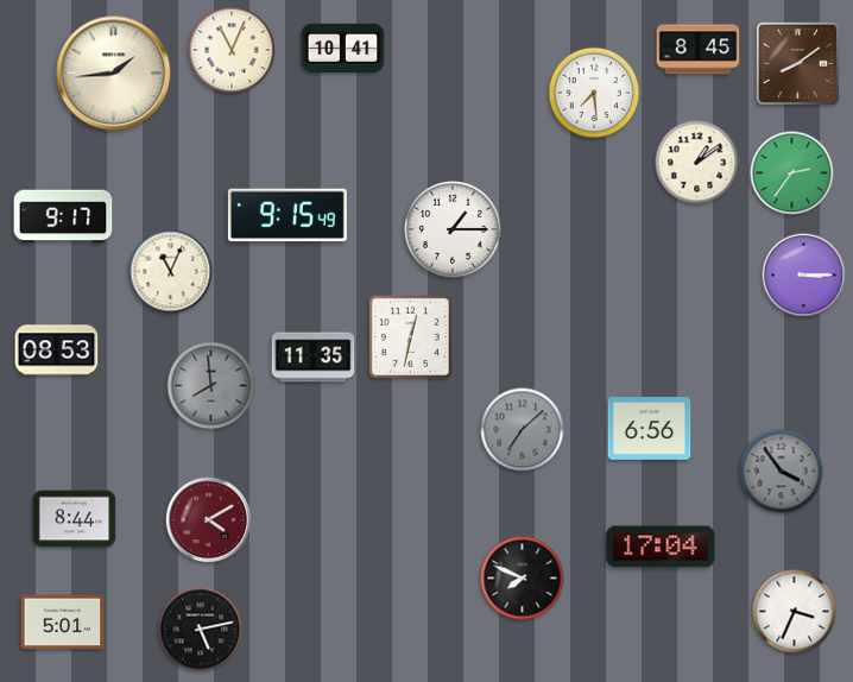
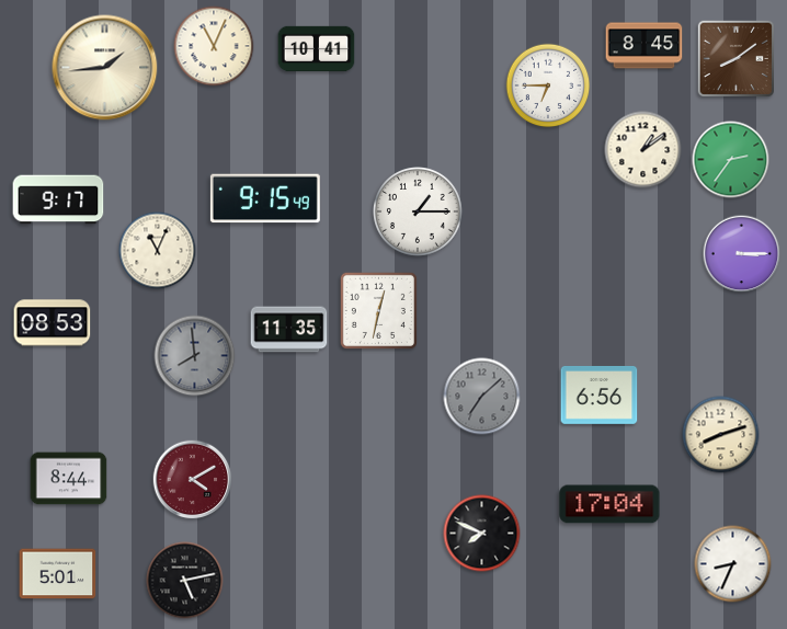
clock at (343, 48) position: (343, 48) -> (317, 48)
clock at (594, 93): 7:29 -> 6:45
clock at (782, 472): 3:54 -> 8:12
clock at (782, 472) dial: grey -> cream
clock at (795, 612): 3:34 -> 8:34
